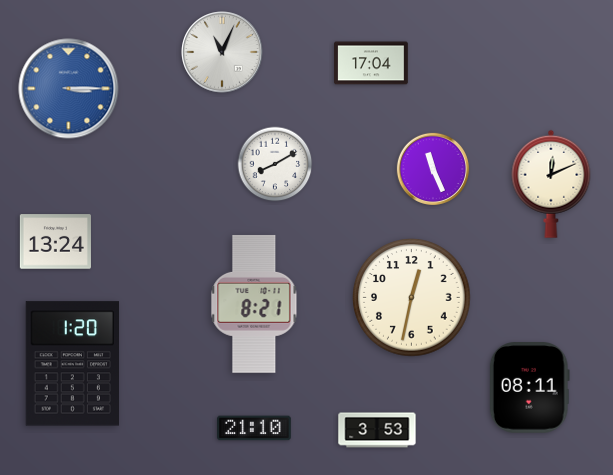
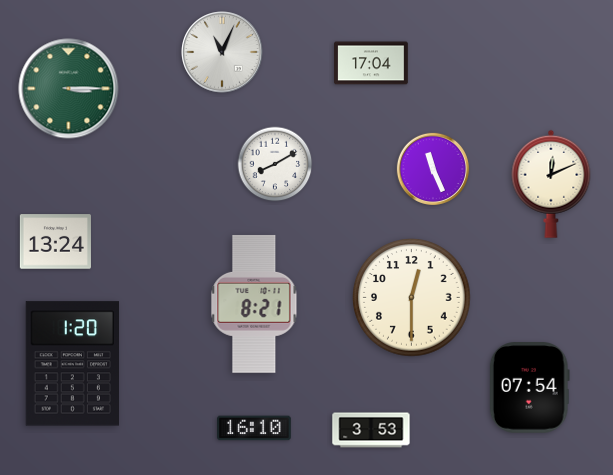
clock at (69, 89) dial: blue -> green
clock at (412, 298): 12:32 -> 12:30
clock at (529, 388): 08:11 -> 07:54
clock at (254, 428): 21:10 -> 16:10
clock at (377, 430) position: (377, 430) -> (371, 430)
